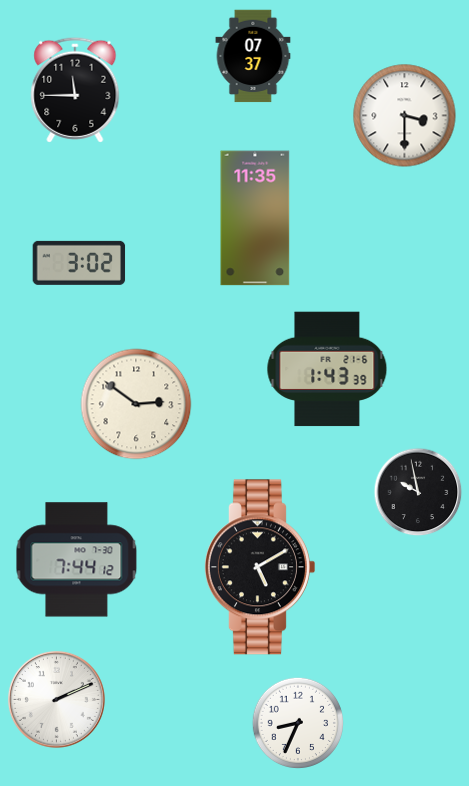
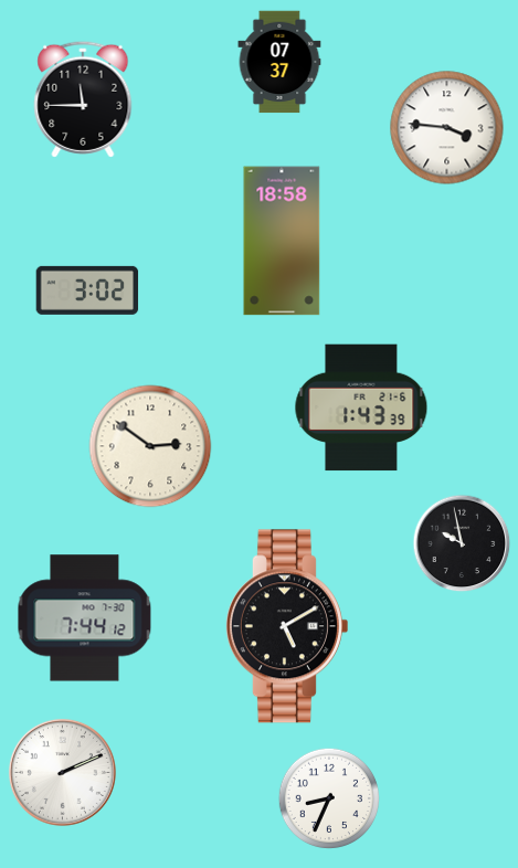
clock at (405, 116): 3:30 -> 3:46
clock at (255, 218): 11:35 -> 18:58
